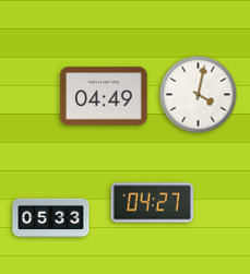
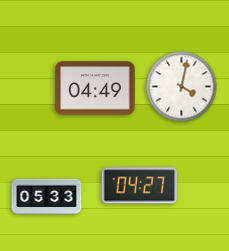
clock at (51, 218) position: (51, 218) -> (47, 197)
